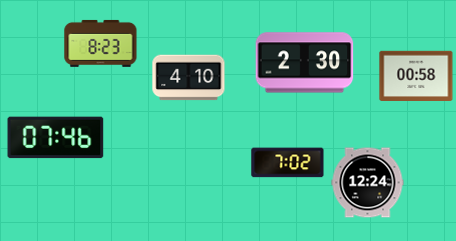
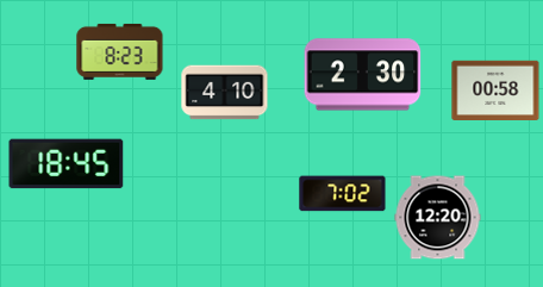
clock at (56, 138): 07:46 -> 18:45
clock at (368, 183): 12:24 -> 12:20
